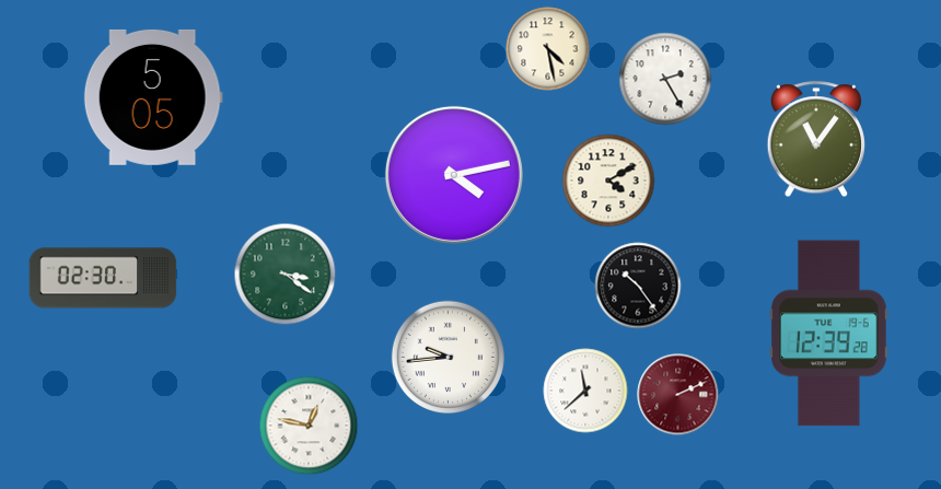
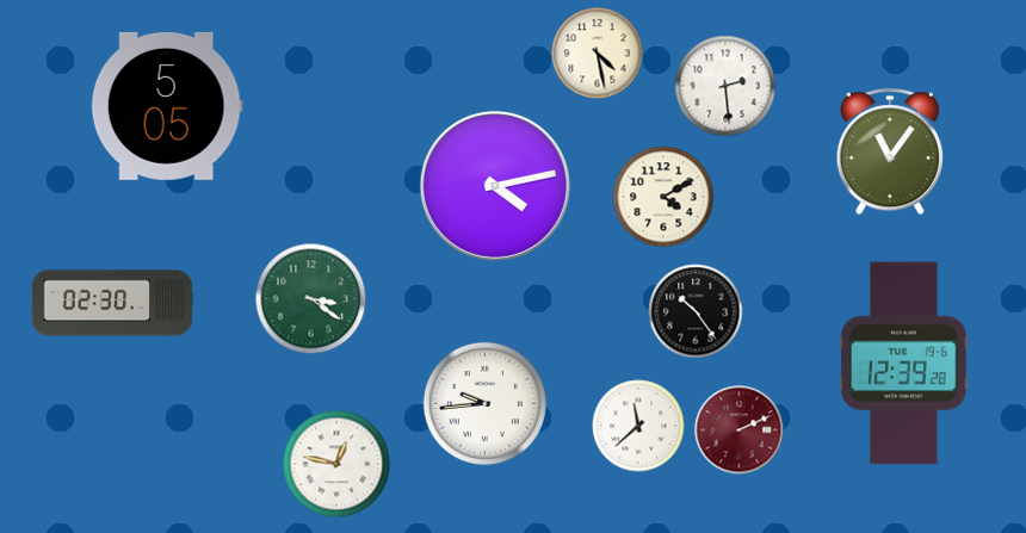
clock at (665, 79): 2:25 -> 2:29
clock at (454, 175) position: (454, 175) -> (495, 186)
clock at (448, 357) position: (448, 357) -> (484, 403)
